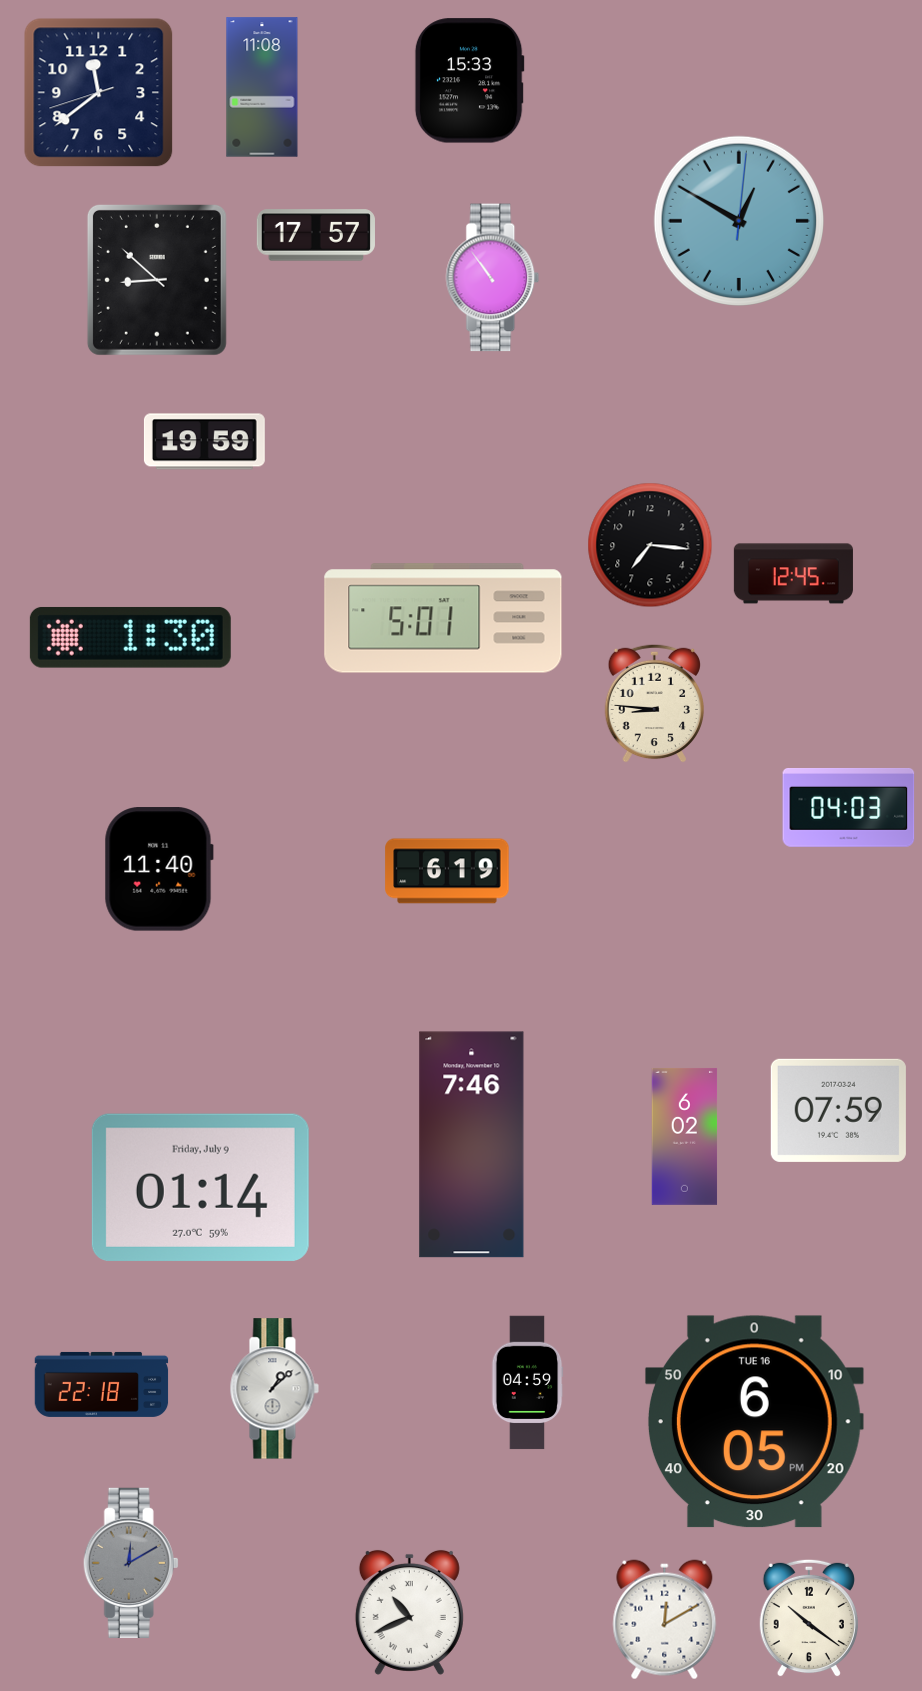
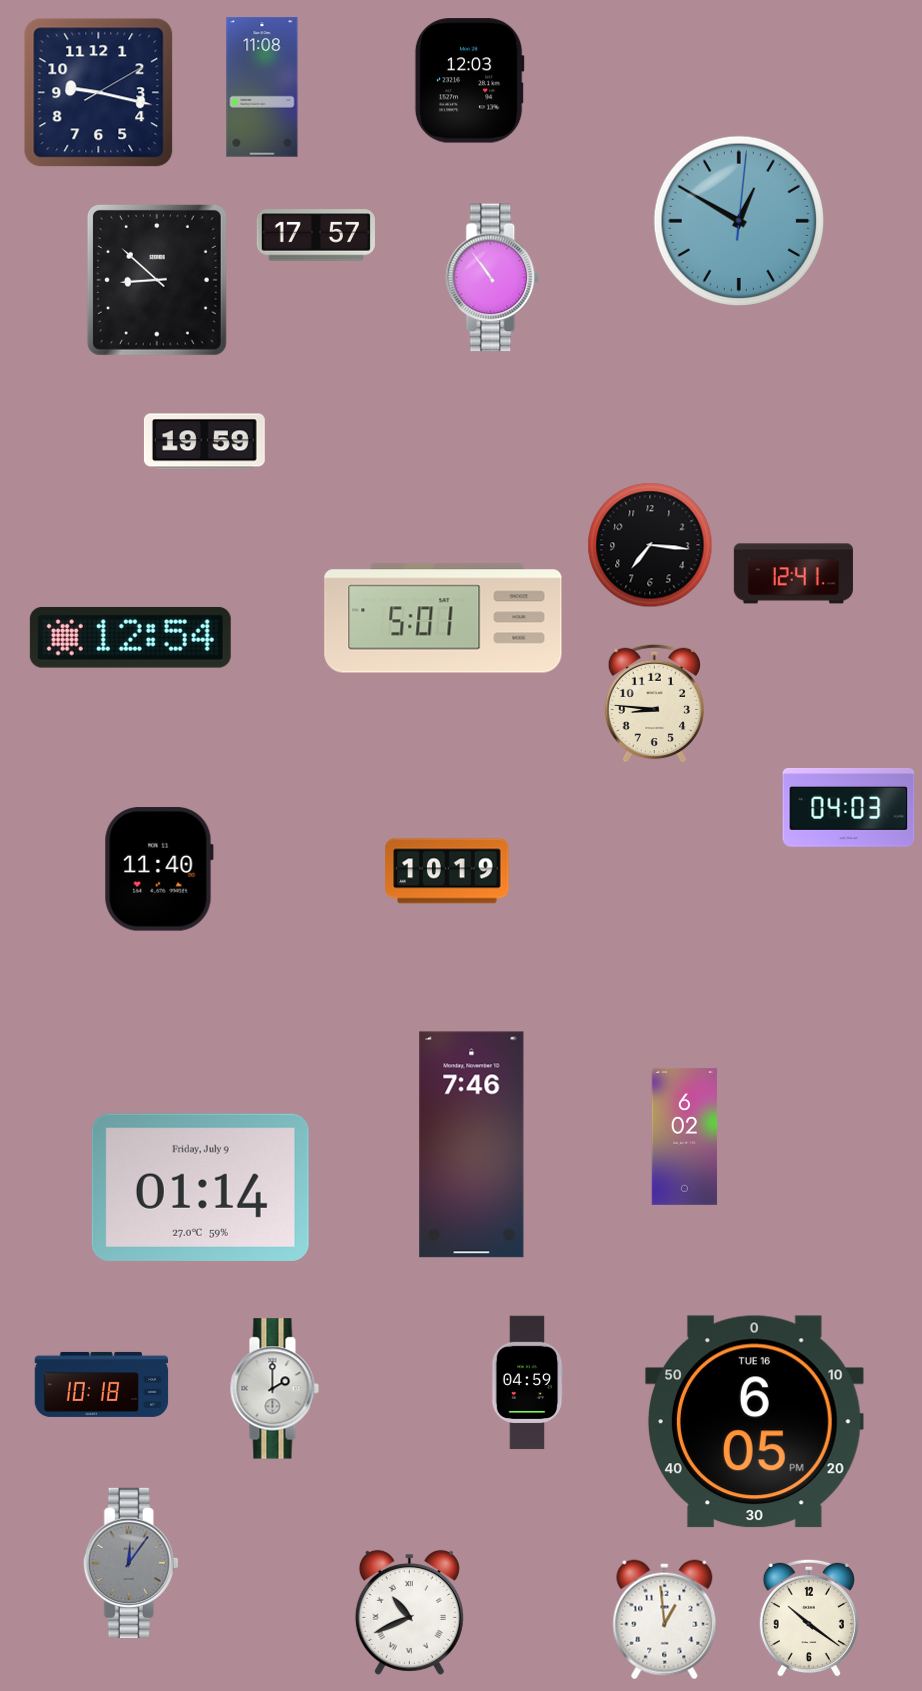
clock at (469, 81): 15:33 -> 12:03
clock at (99, 93): 11:38 -> 9:17
clock at (793, 574): 12:45 -> 12:41
clock at (130, 637): 1:30 -> 12:54
clock at (447, 871): 6:19 -> 10:19
clock at (838, 1110): 07:59 -> none
clock at (102, 1384): 22:18 -> 10:18
clock at (274, 1389): 1:08 -> 2:00
clock at (131, 1563): 12:10 -> 12:06
clock at (665, 1620): 12:10 -> 12:59
